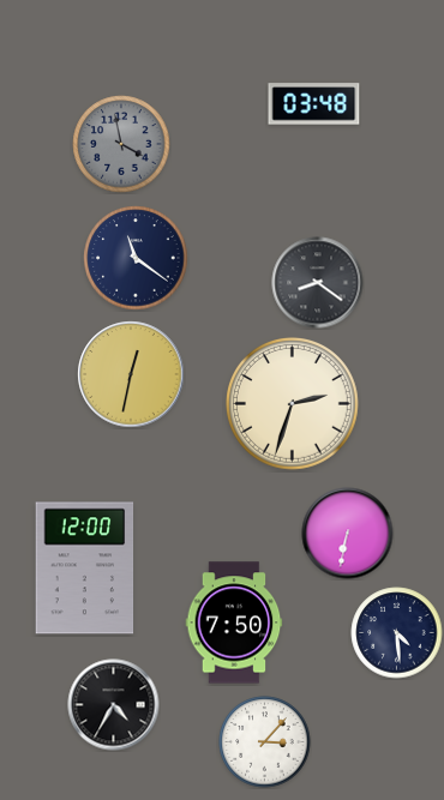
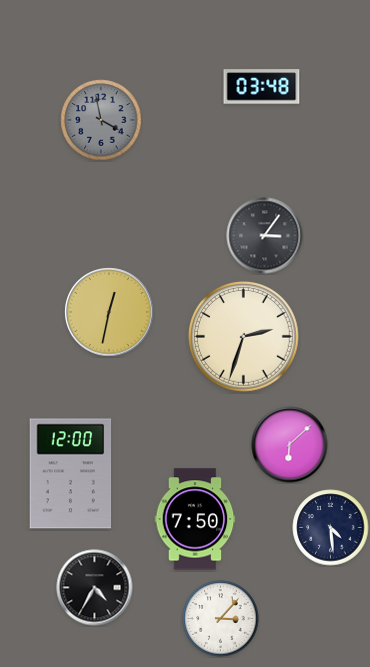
clock at (136, 258): 11:21 -> none
clock at (318, 283): 8:21 -> 3:06
clock at (348, 534): 6:32 -> 6:08
